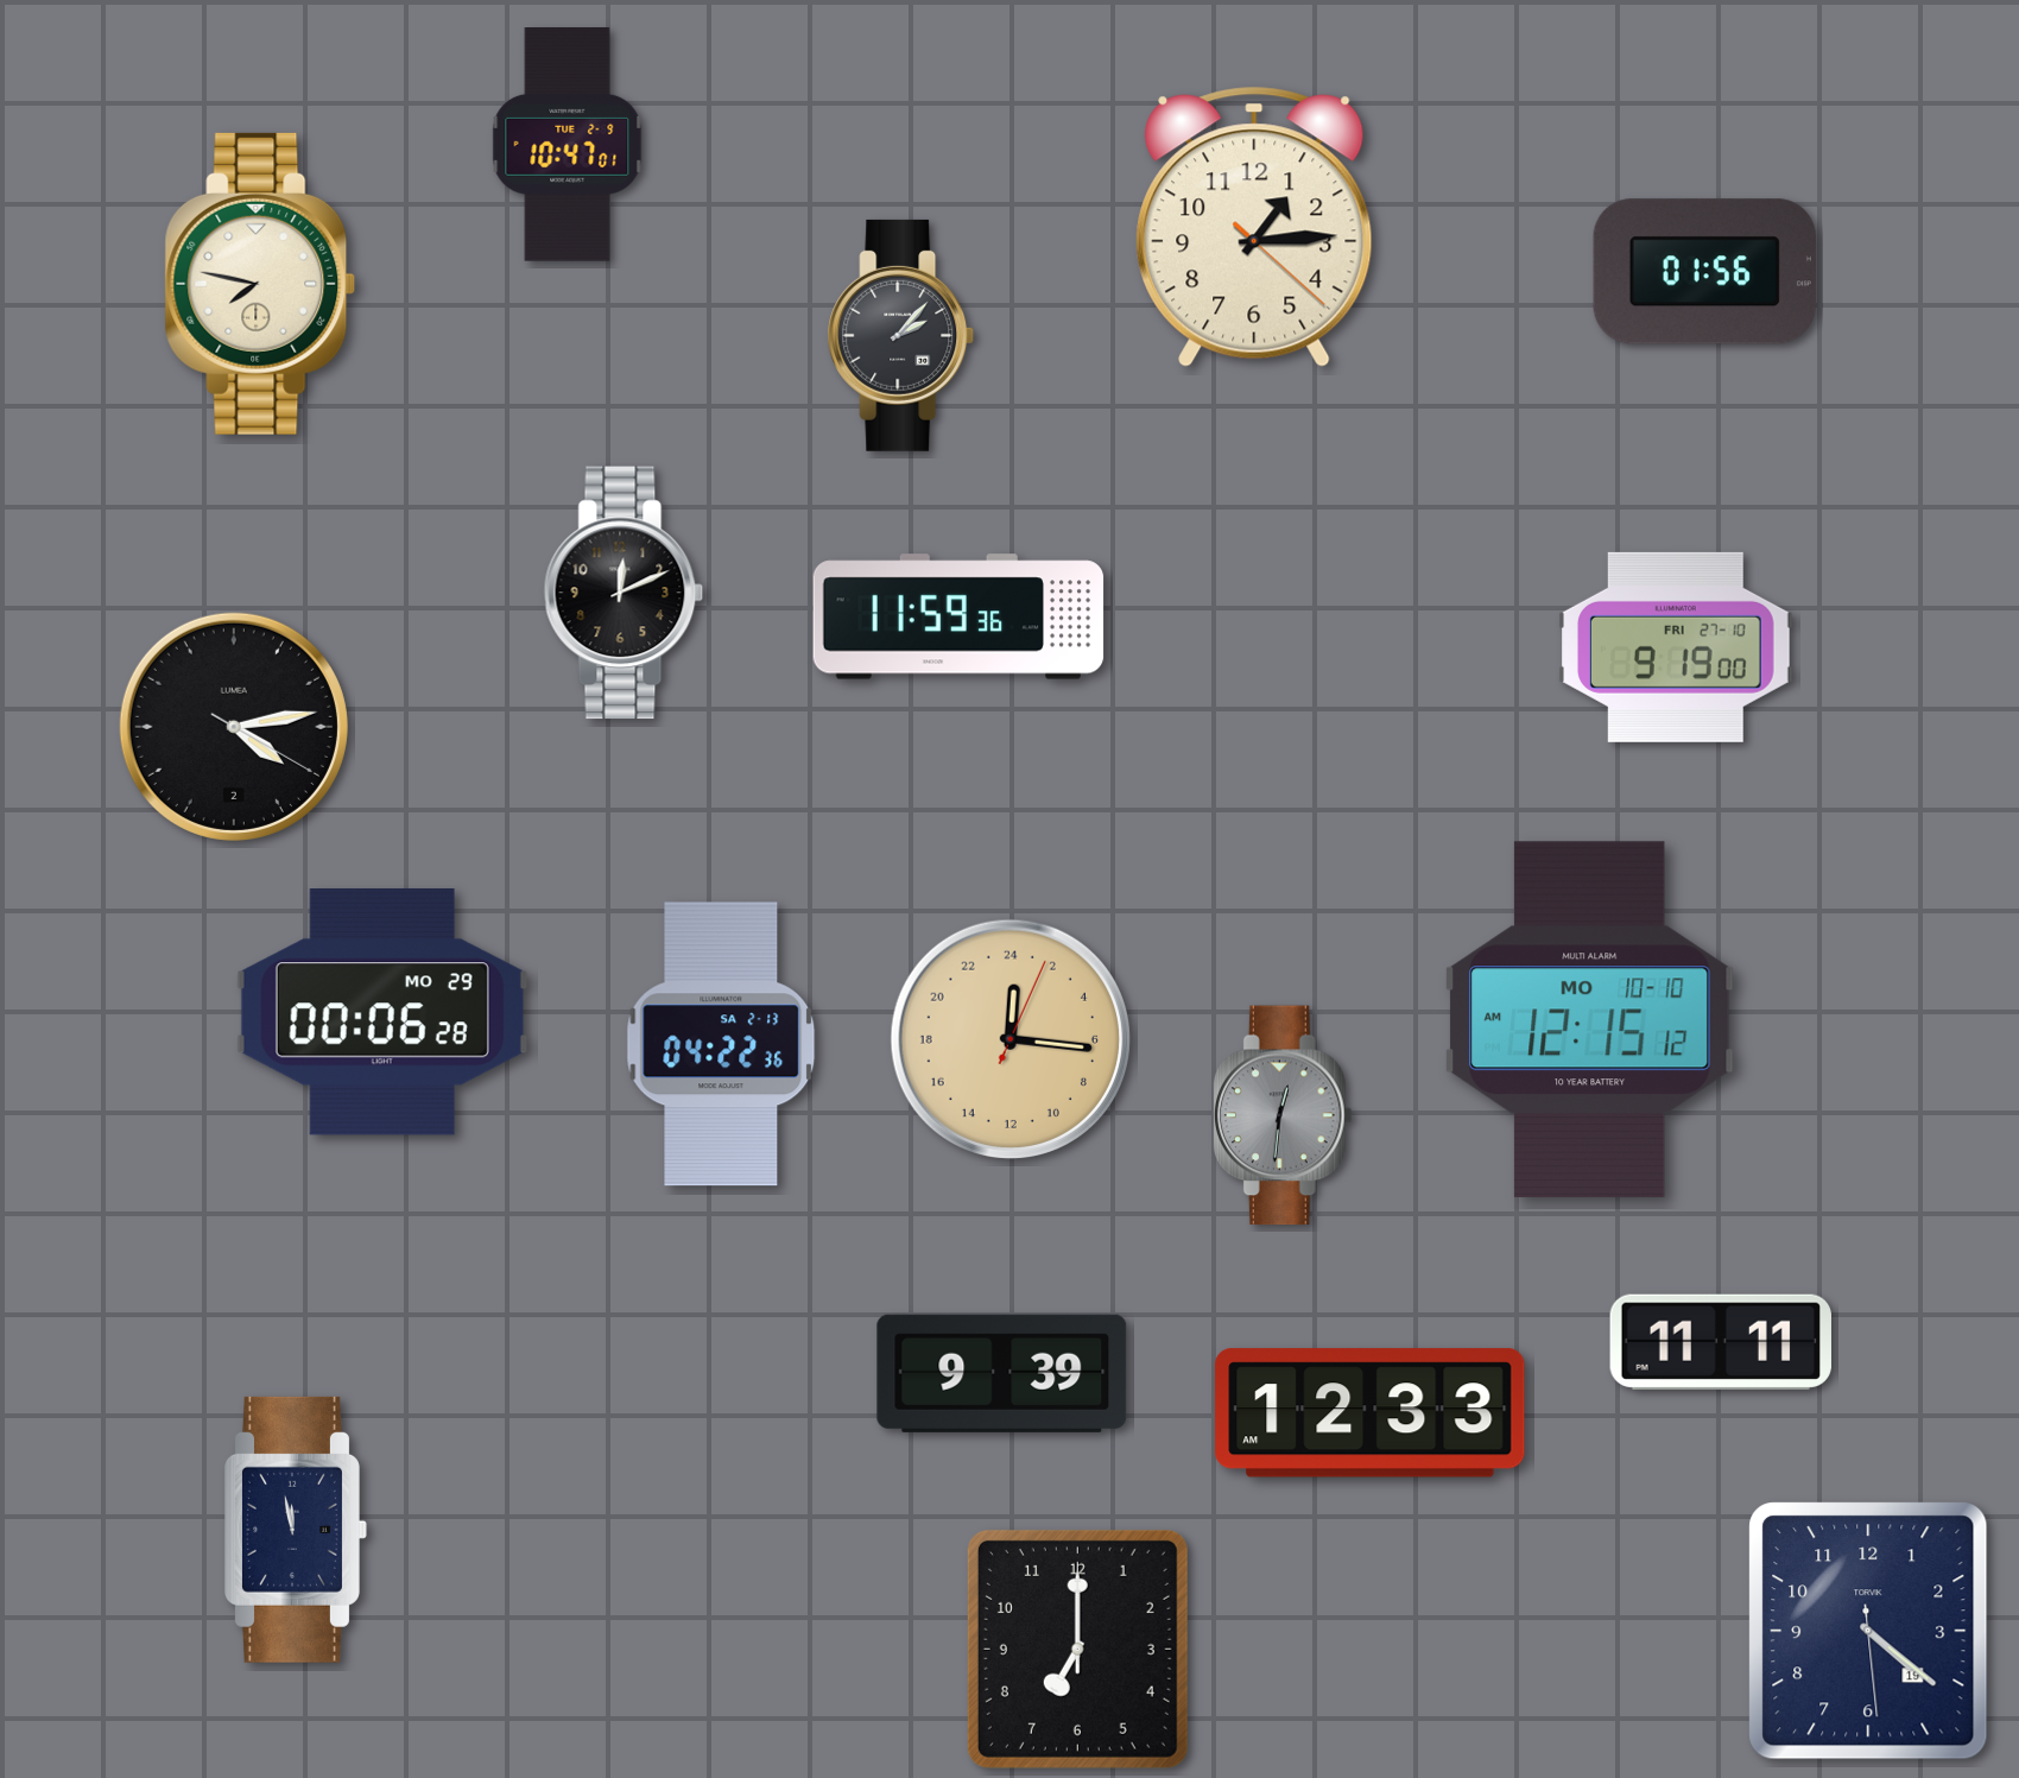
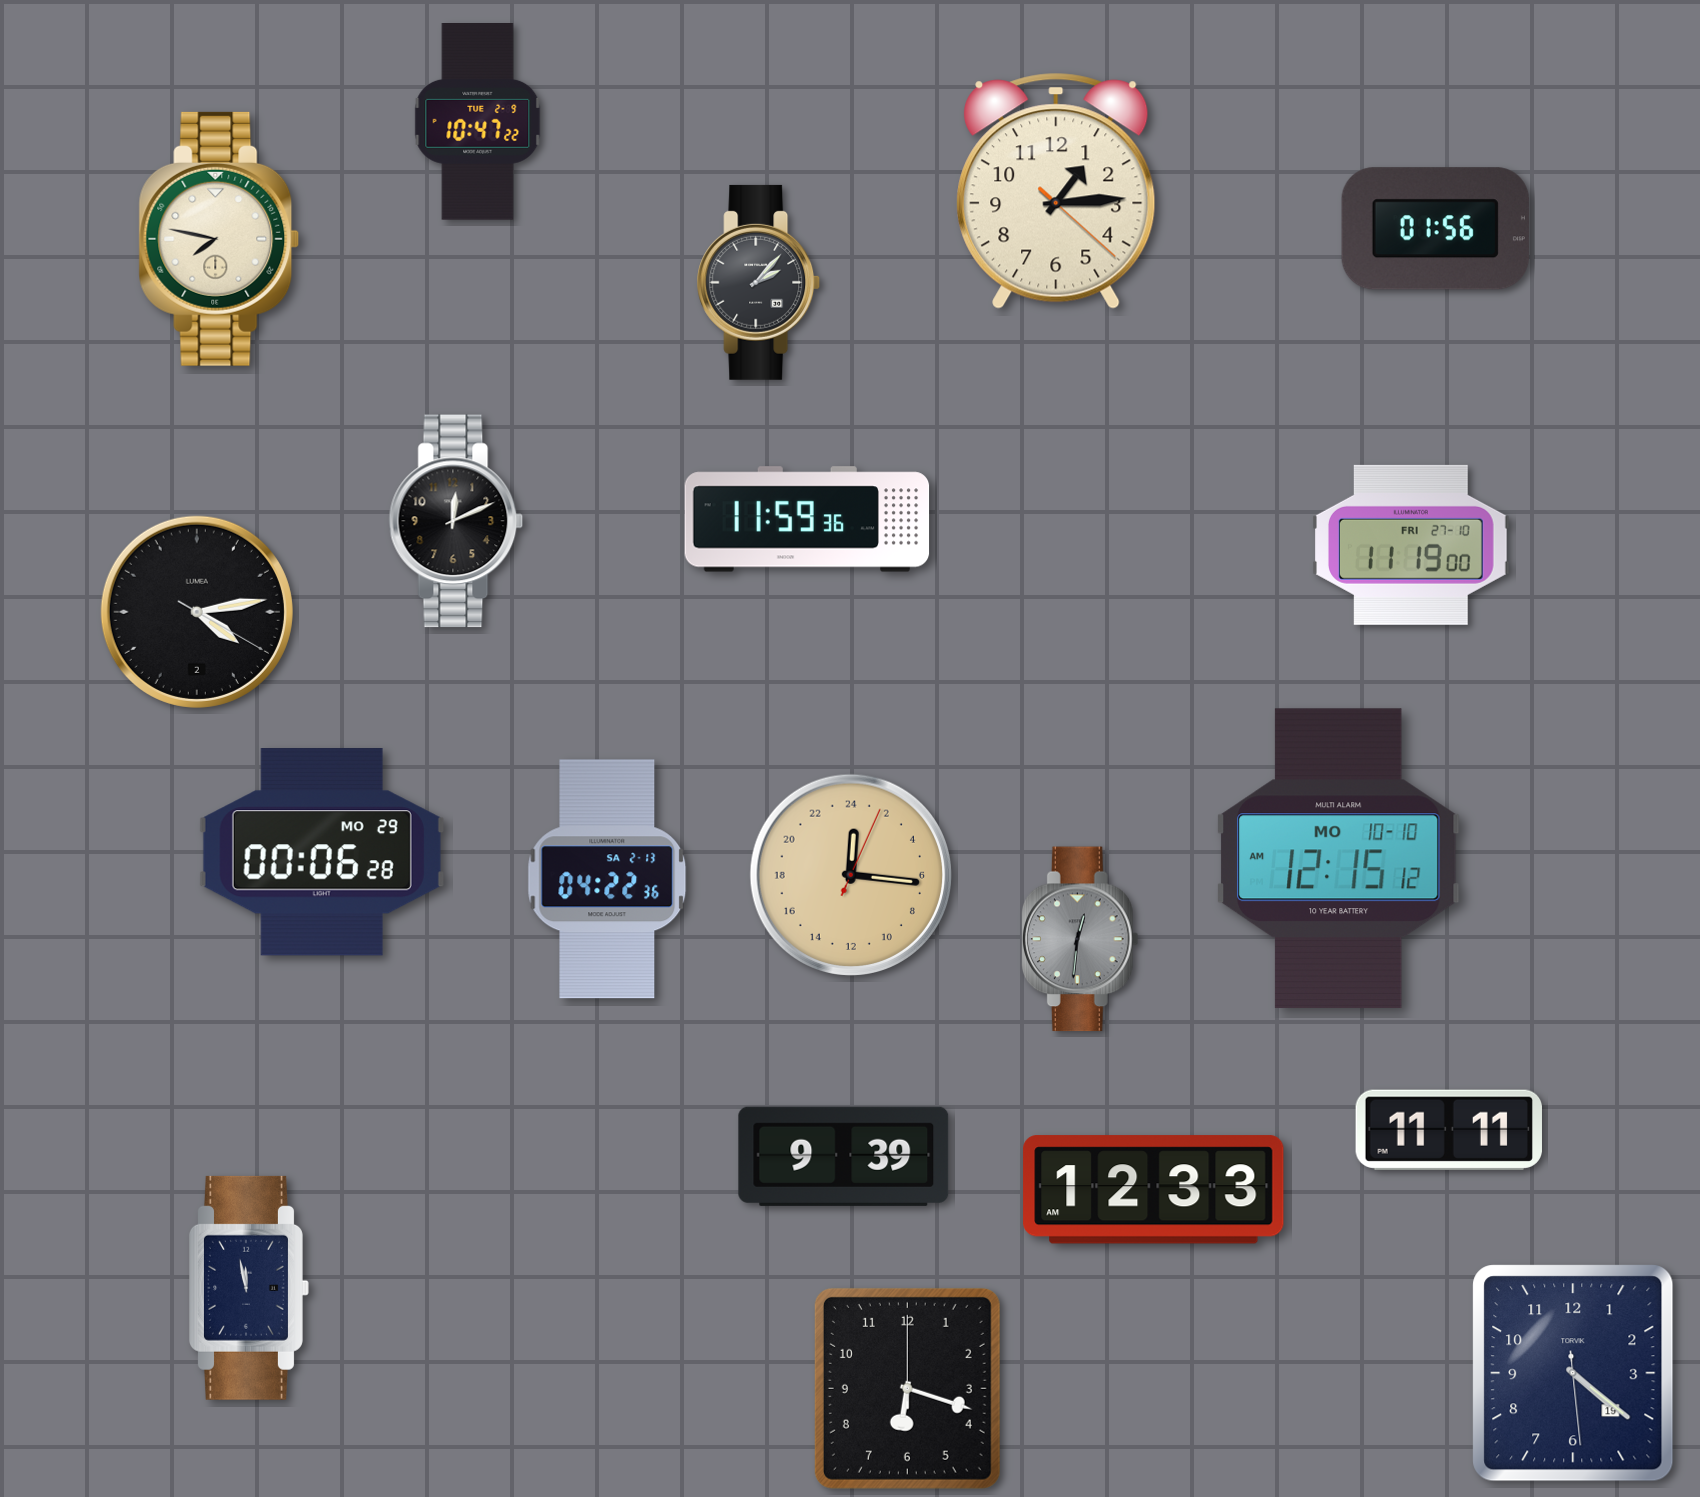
clock at (568, 145): 10:47:01 -> 10:47:22
clock at (624, 593) position: (624, 593) -> (456, 521)
clock at (1677, 647): 9:19 -> 11:19
clock at (1077, 1649): 7:00 -> 6:18
